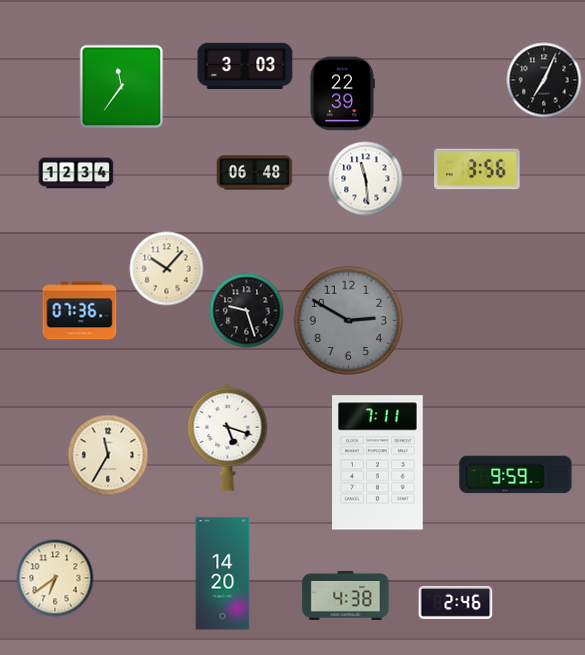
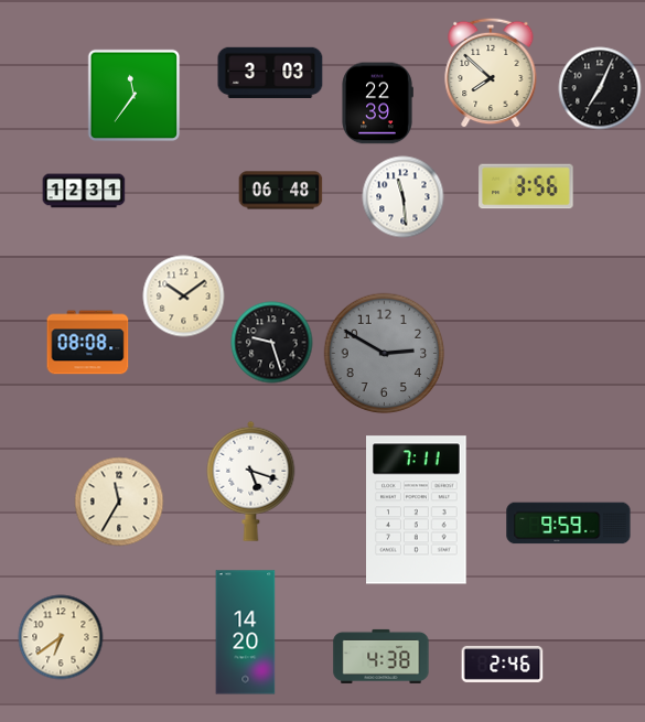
clock at (491, 73): none -> 7:52
clock at (76, 173): 12:34 -> 12:31
clock at (167, 269): 10:07 -> 10:09
clock at (80, 311): 07:36 -> 08:08
